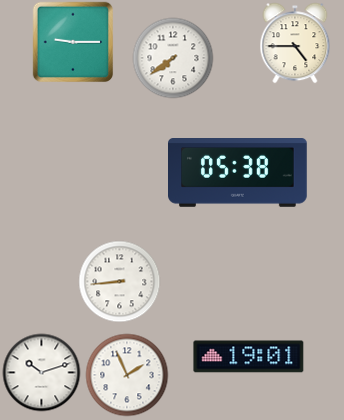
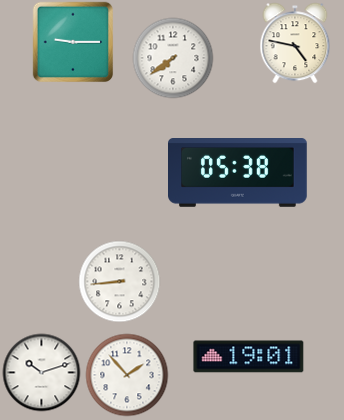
clock at (295, 43): 4:45 -> 4:47
clock at (127, 375): 1:56 -> 1:53
